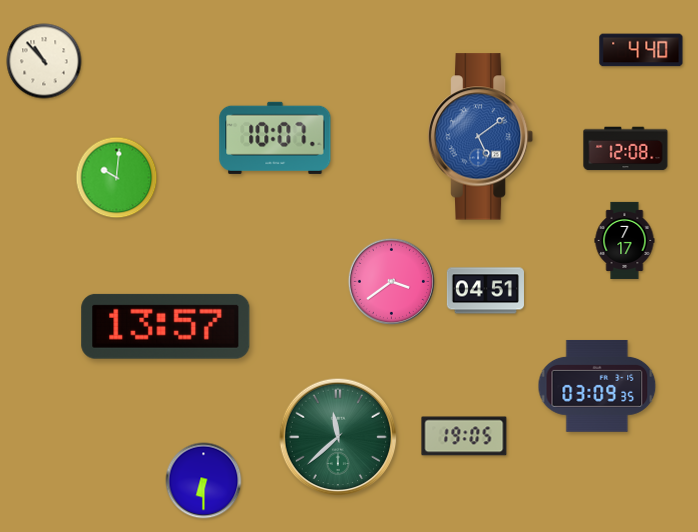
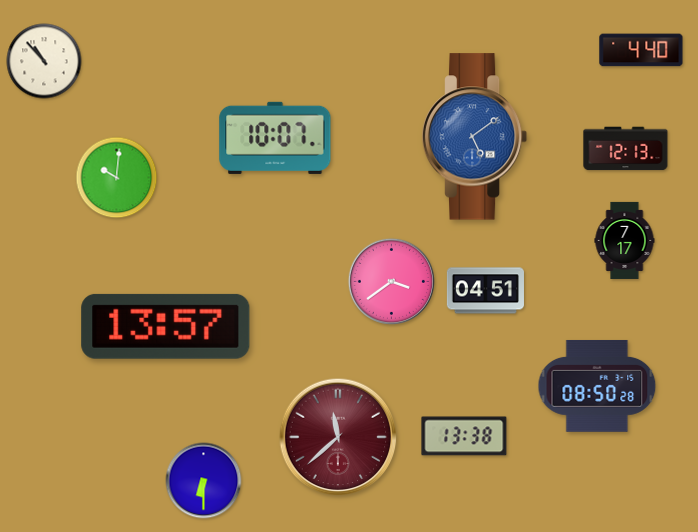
clock at (481, 137) position: (481, 137) -> (475, 137)
clock at (626, 149): 12:08 -> 12:13
clock at (597, 386): 03:09 -> 08:50
clock at (464, 436): 19:05 -> 13:38
clock at (338, 437) dial: green -> burgundy
